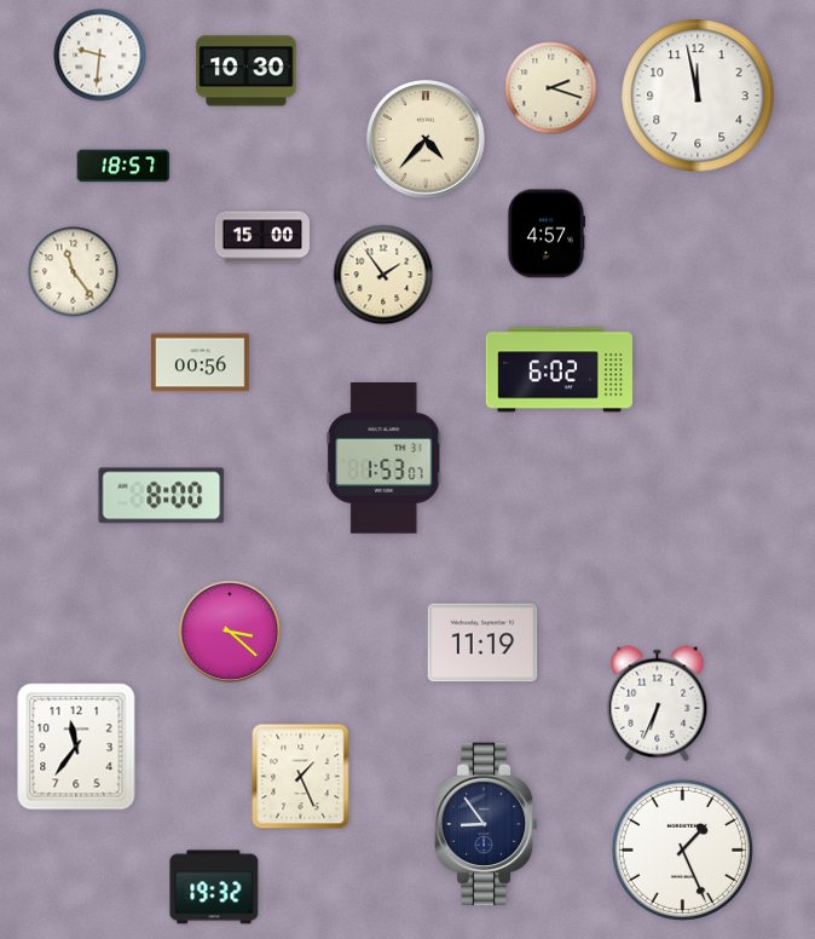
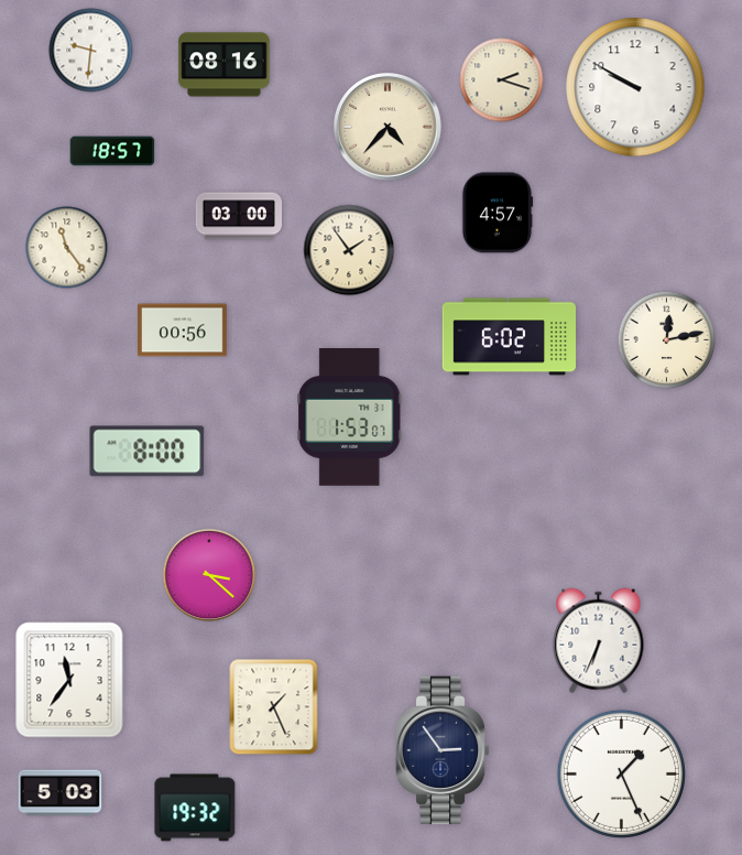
clock at (247, 71): 10:30 -> 08:16
clock at (698, 96): 11:58 -> 9:50
clock at (261, 237): 15:00 -> 03:00
clock at (667, 340): none -> 12:13
clock at (482, 643): 11:19 -> none
clock at (486, 824): 8:54 -> 2:54
clock at (61, 793): none -> 5:03
